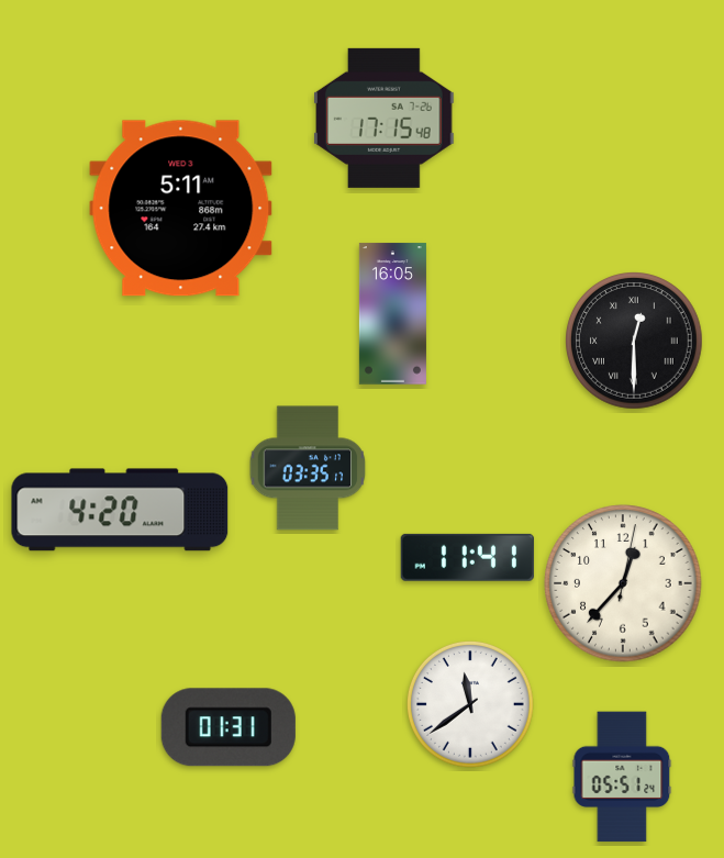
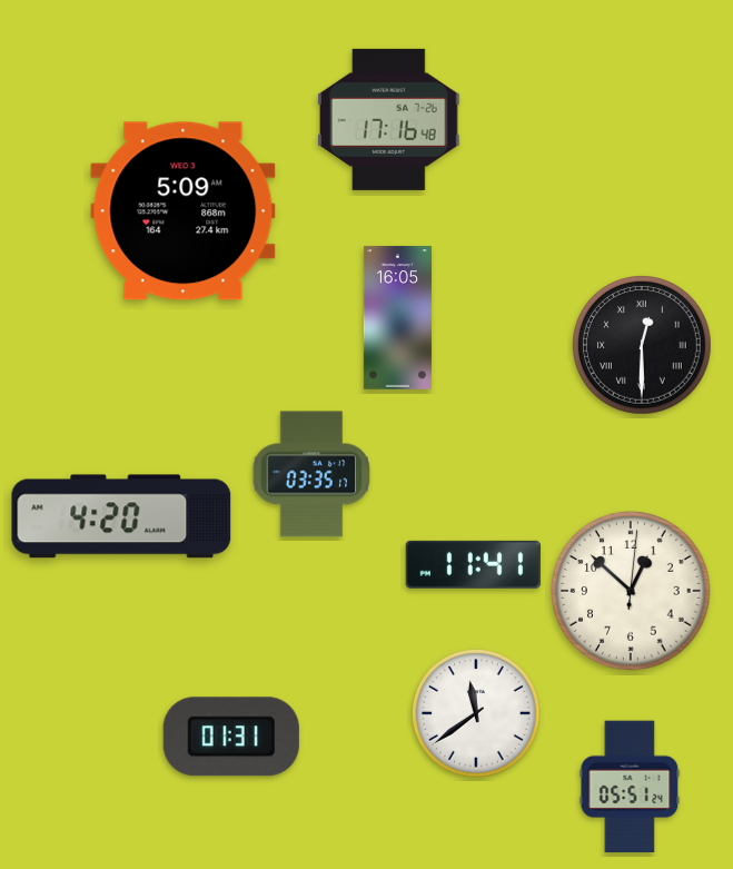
clock at (385, 118): 17:15 -> 17:16
clock at (181, 209): 5:11 -> 5:09
clock at (623, 583): 12:37 -> 12:52
